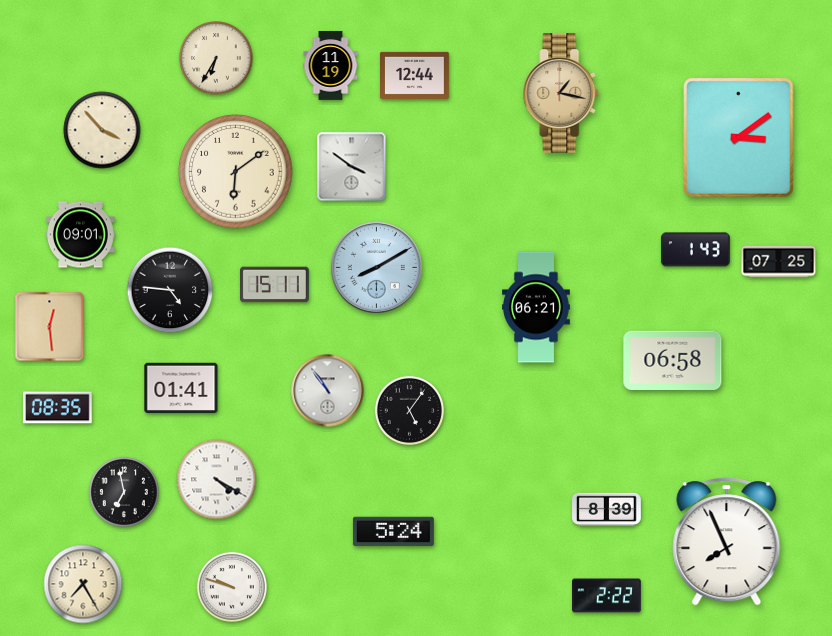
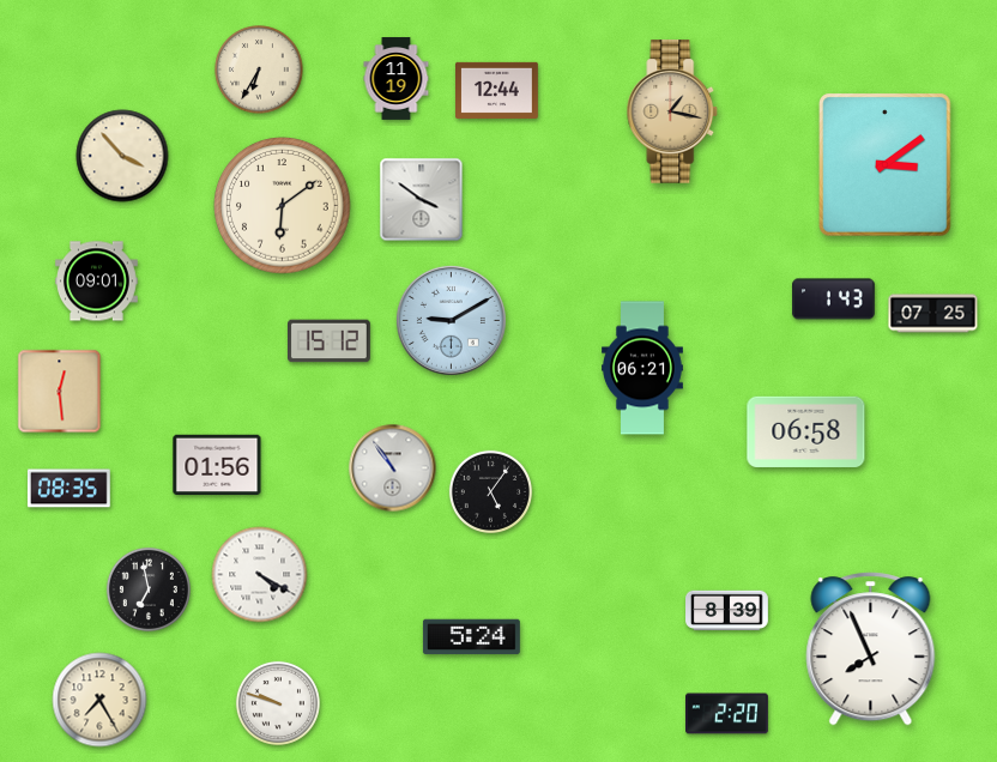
clock at (376, 267): 8:10 -> 9:10
clock at (275, 285): 15:11 -> 15:12
clock at (170, 290): 4:46 -> none
clock at (181, 388): 01:41 -> 01:56
clock at (607, 596): 2:22 -> 2:20
